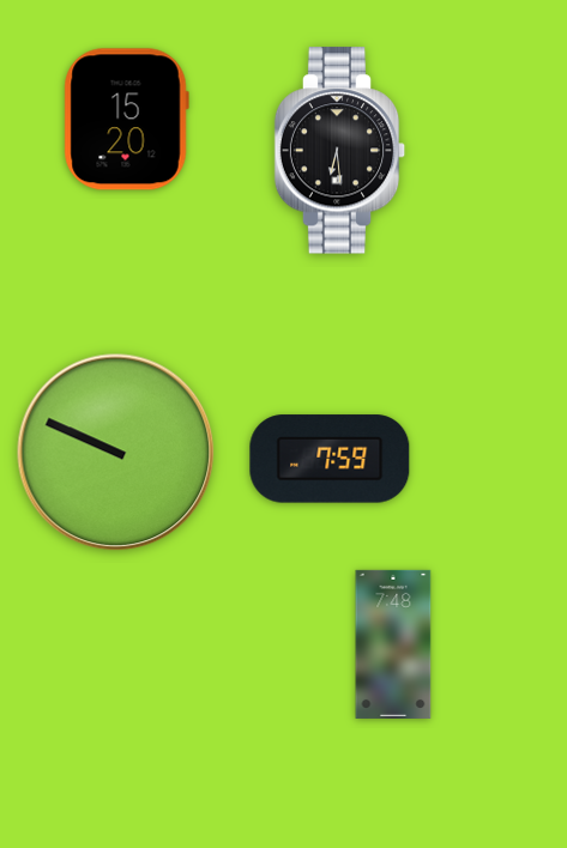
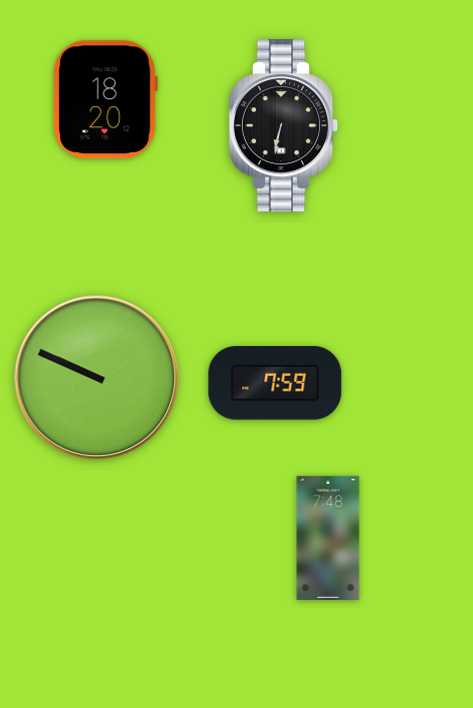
clock at (126, 120): 15:20 -> 18:20
clock at (340, 151): 6:29 -> 6:32
